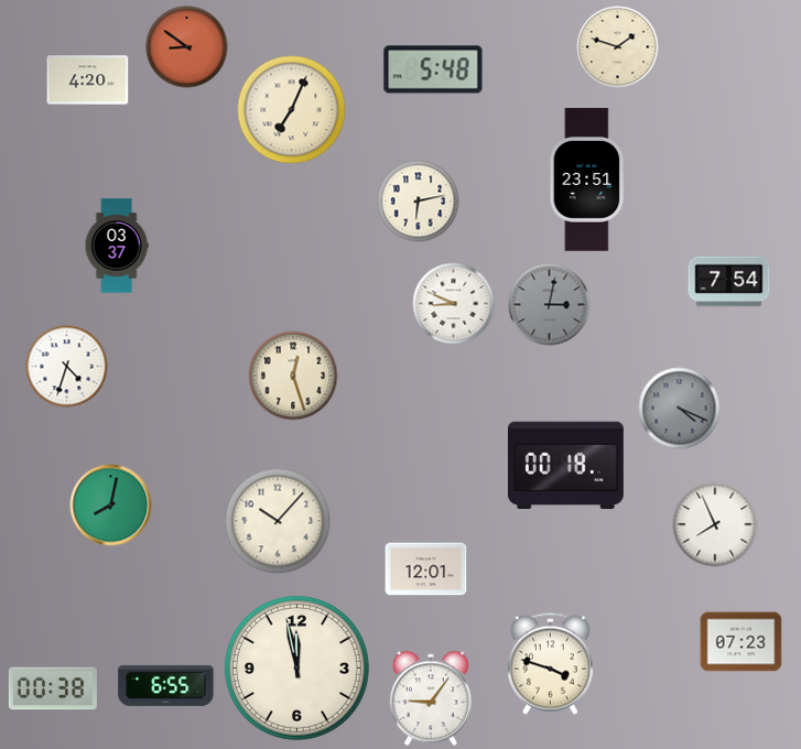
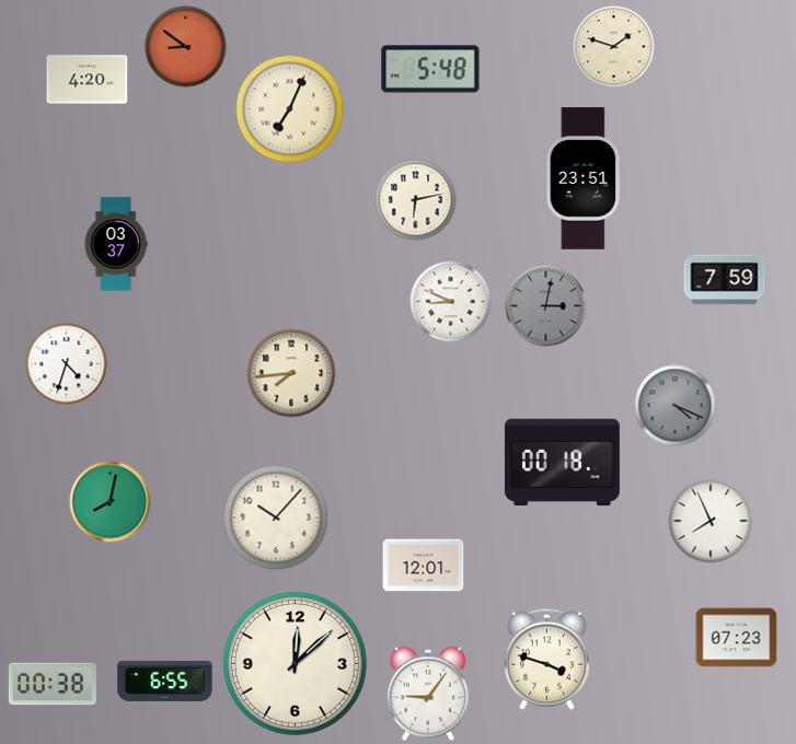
clock at (729, 282): 7:54 -> 7:59
clock at (550, 305) position: (550, 305) -> (546, 306)
clock at (293, 376): 12:27 -> 7:44
clock at (296, 667): 11:58 -> 12:08
